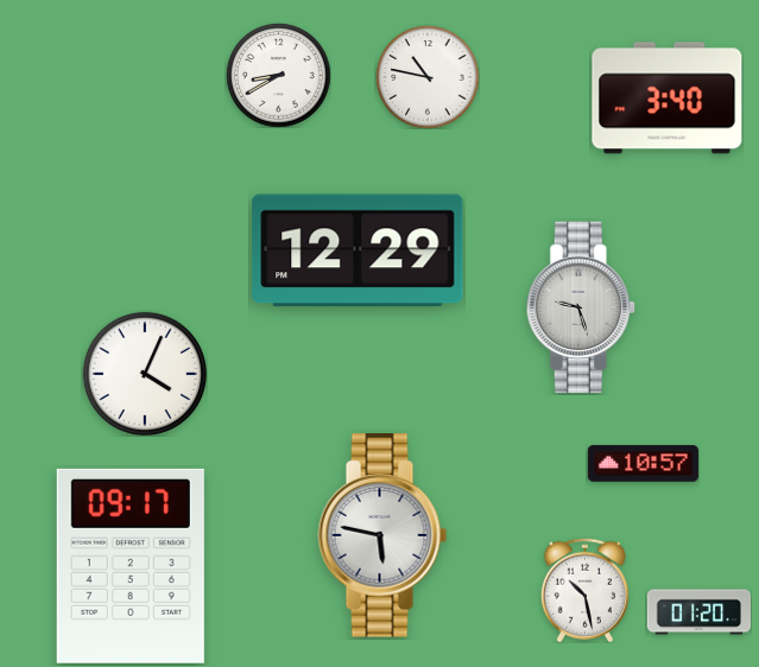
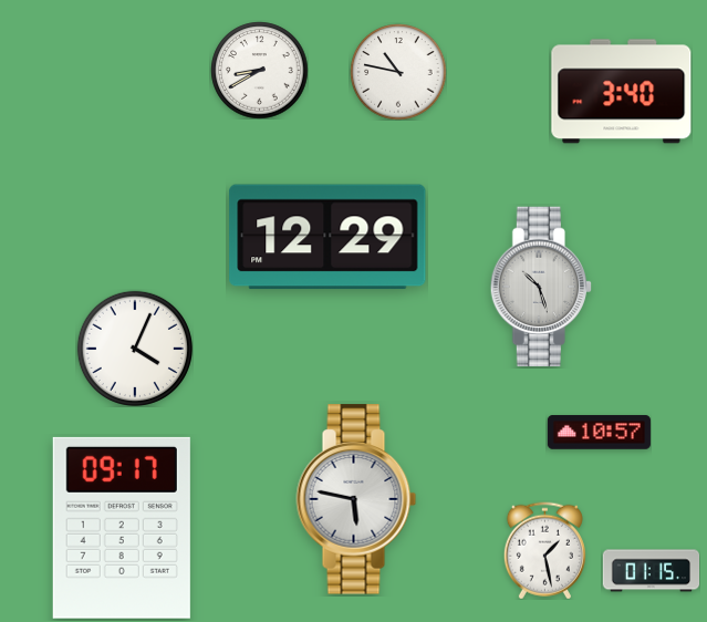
clock at (358, 250) position: (358, 250) -> (327, 237)
clock at (581, 307): 9:27 -> 10:27
clock at (584, 590): 10:28 -> 1:28
clock at (698, 612): 01:20 -> 01:15
